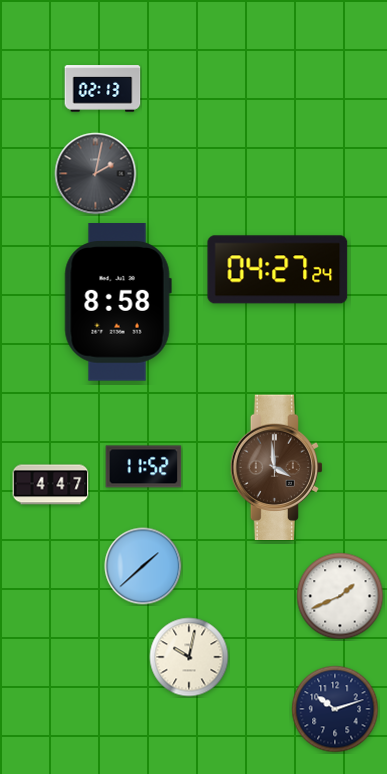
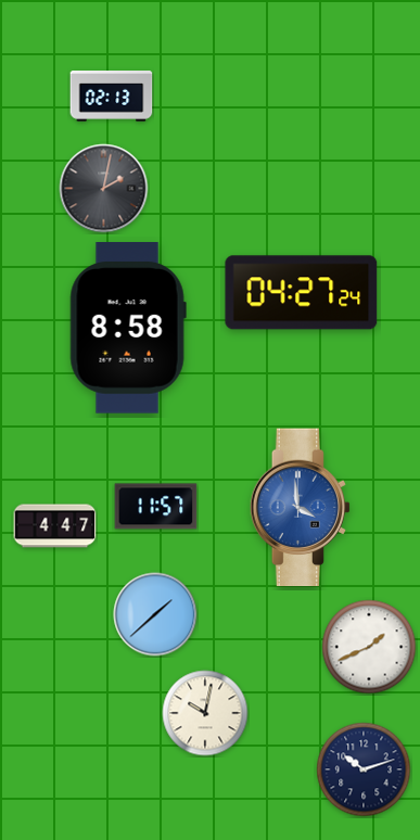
clock at (144, 467): 11:52 -> 11:57
clock at (276, 468) dial: brown -> blue
